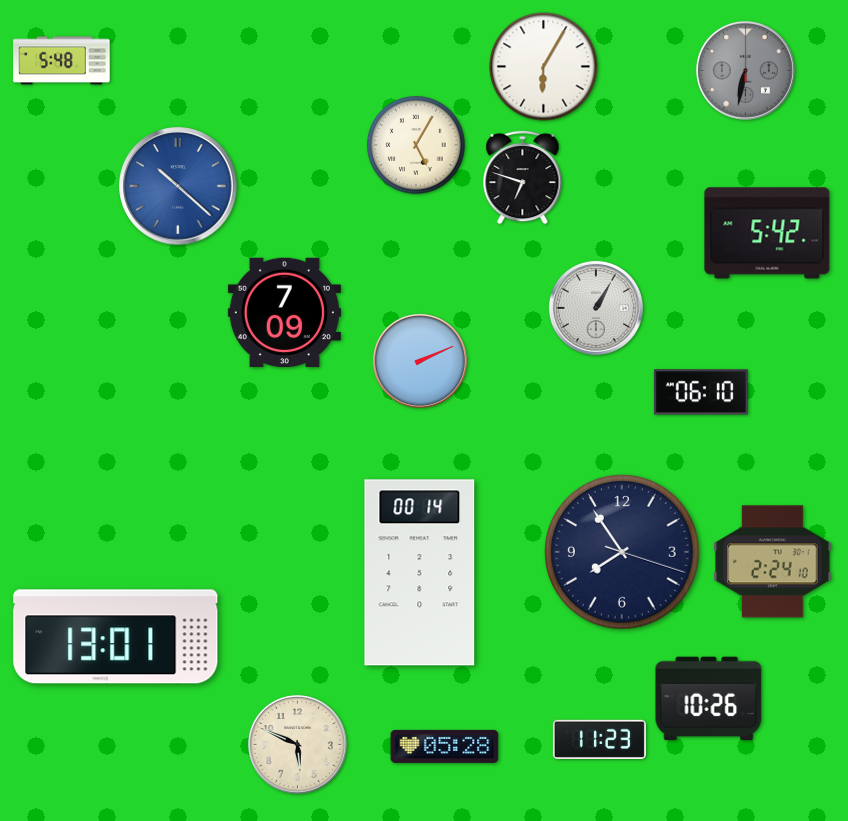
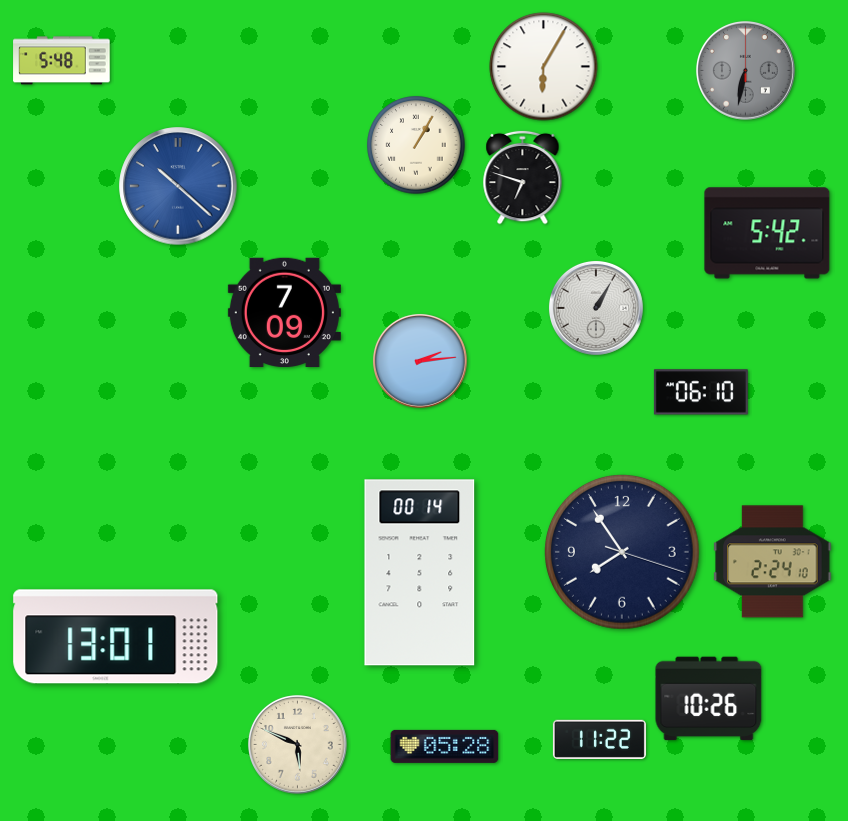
clock at (416, 145): 5:05 -> 1:05
clock at (420, 361): 2:11 -> 2:14
clock at (599, 739): 11:23 -> 11:22
